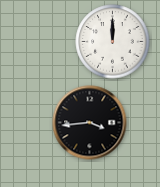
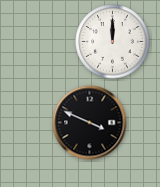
clock at (90, 123): 3:44 -> 3:49
